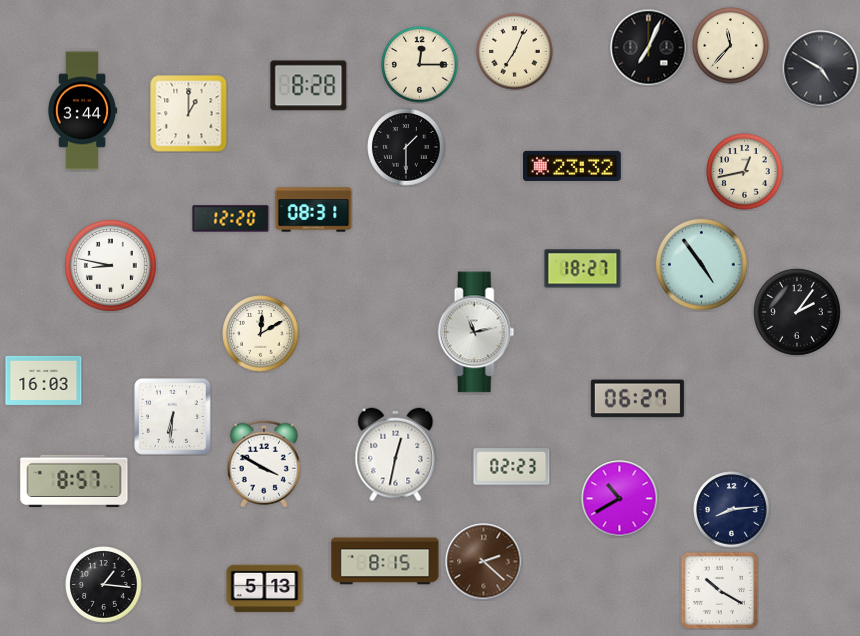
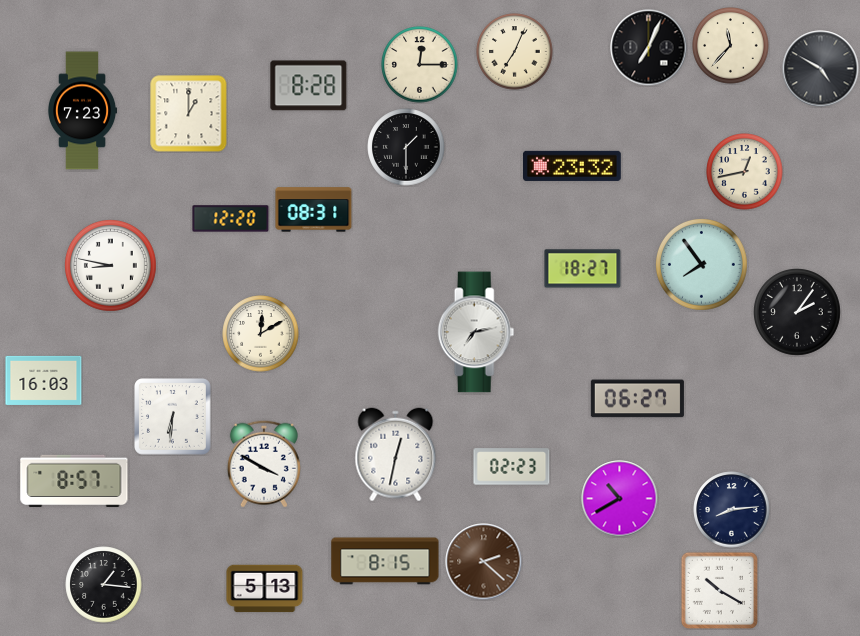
clock at (82, 111): 3:44 -> 7:23
clock at (702, 265): 4:54 -> 7:54
clock at (476, 332): 11:13 -> 7:13
